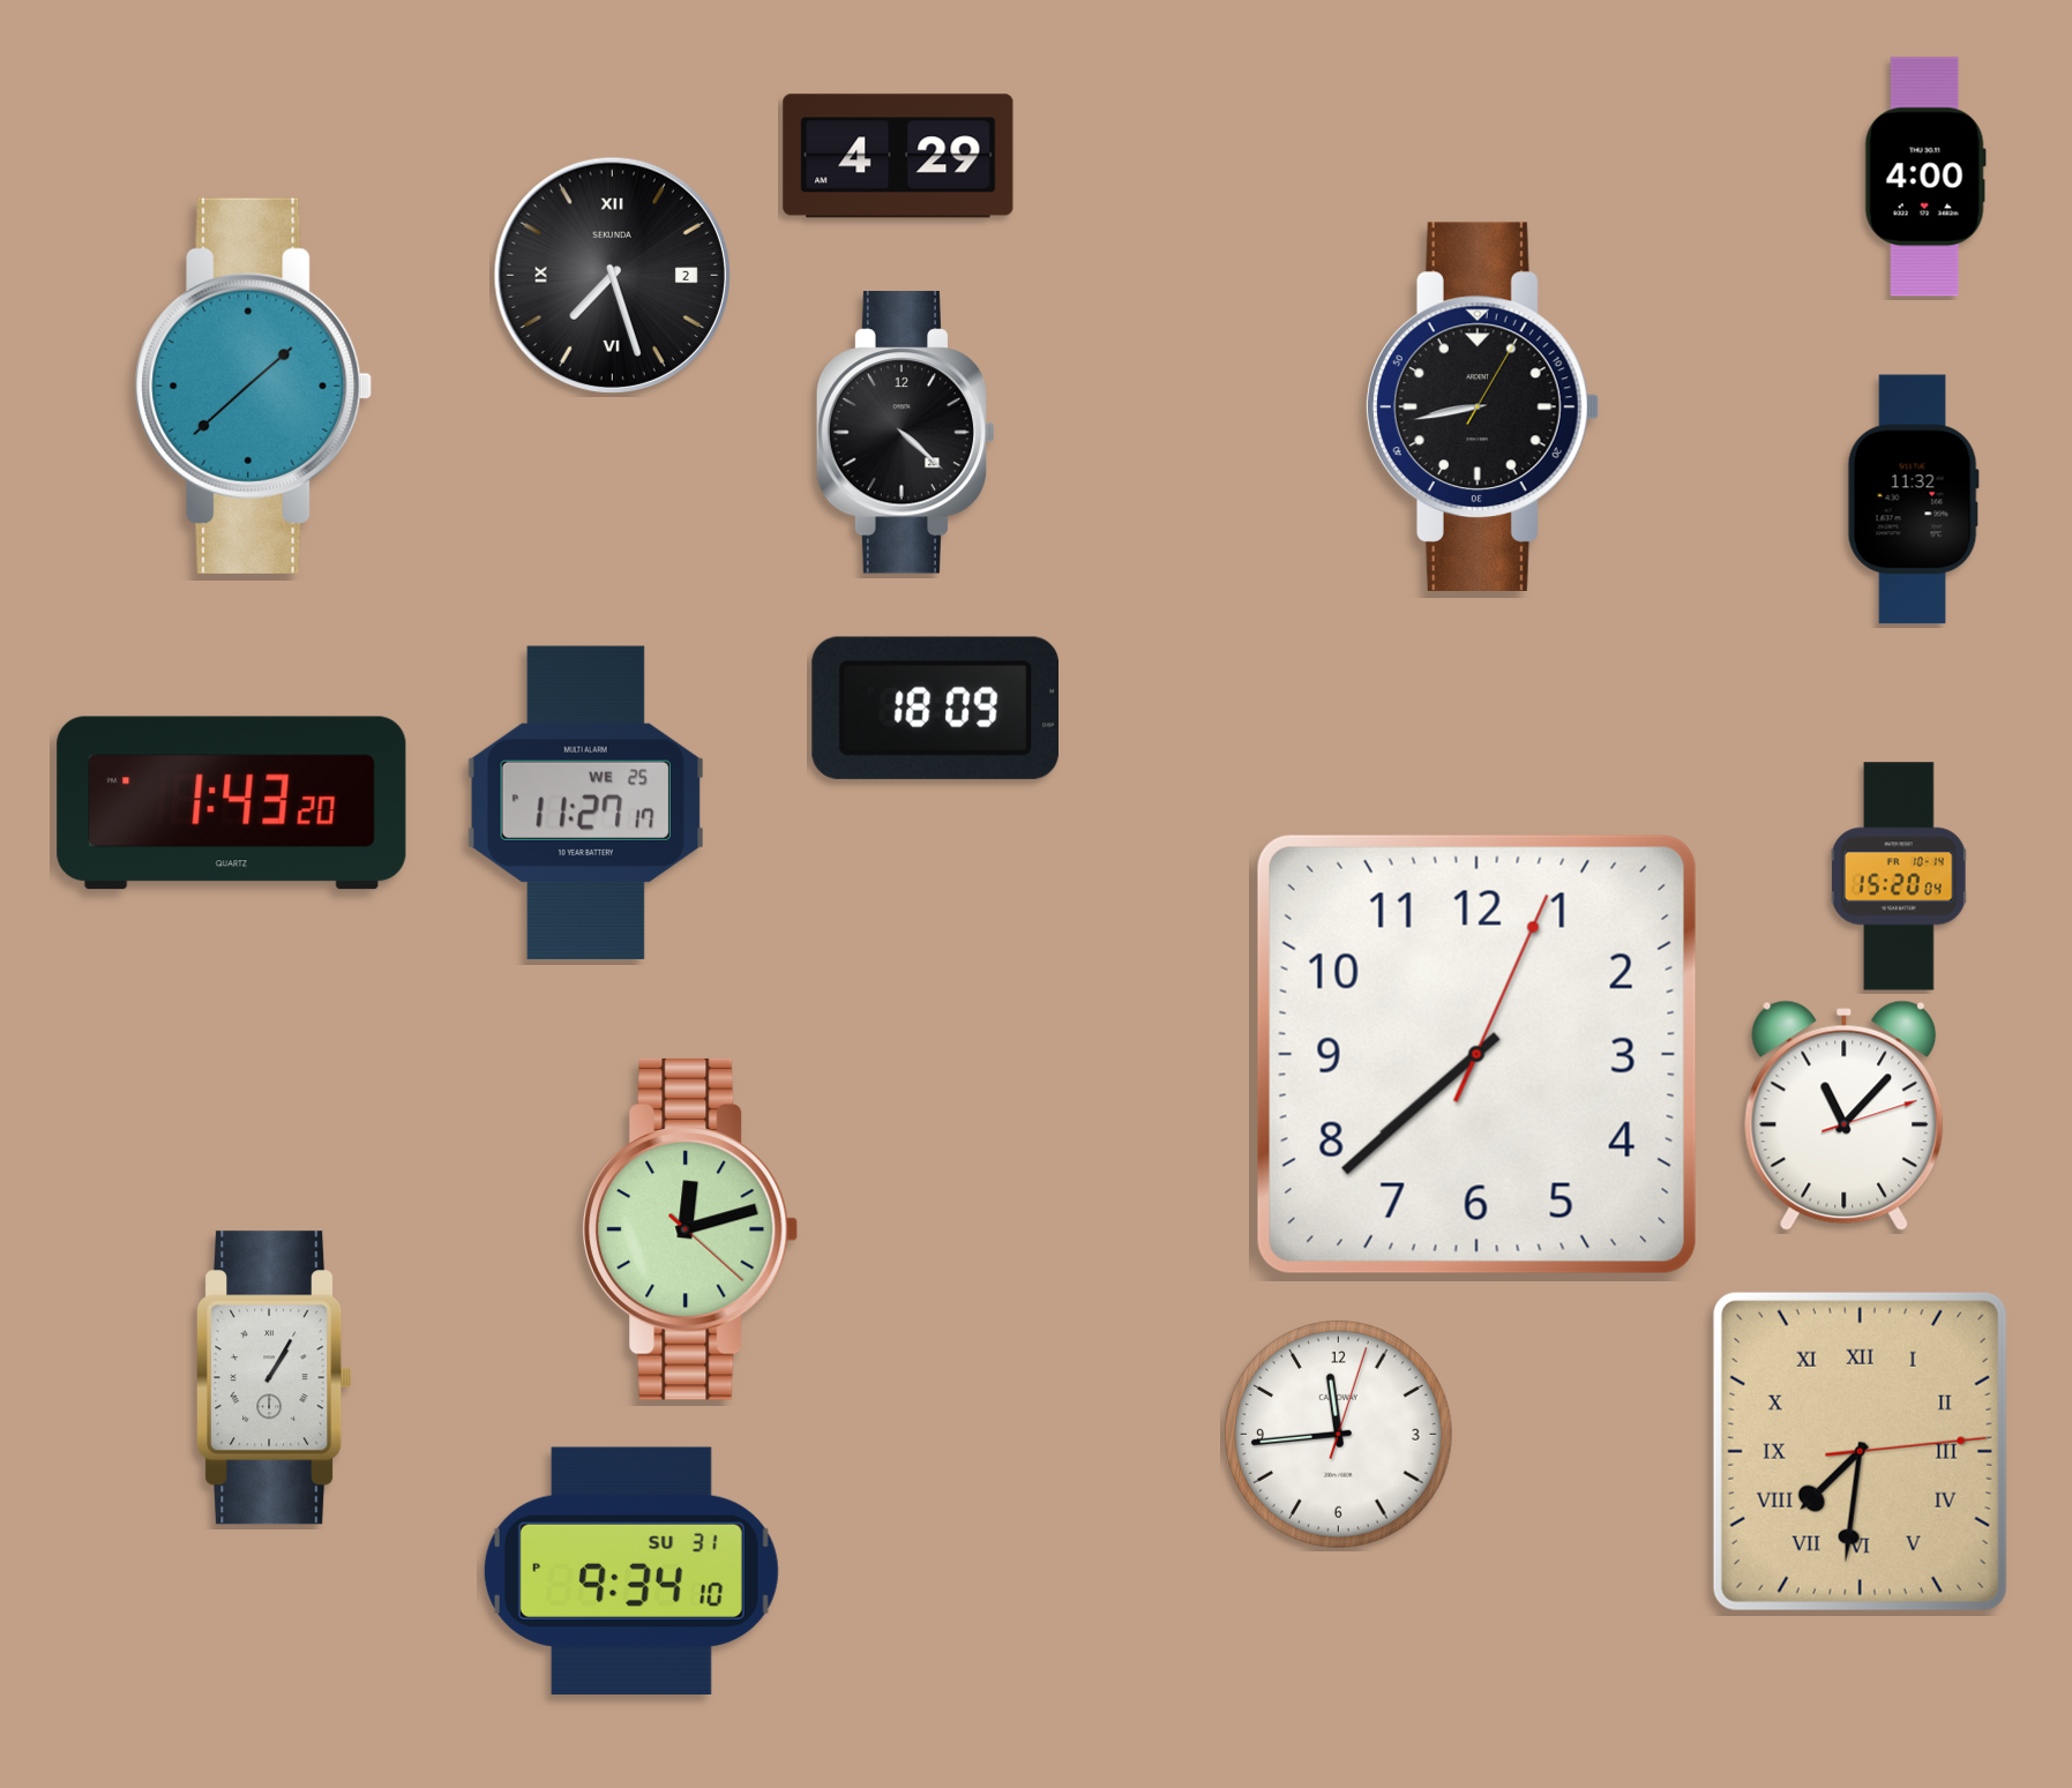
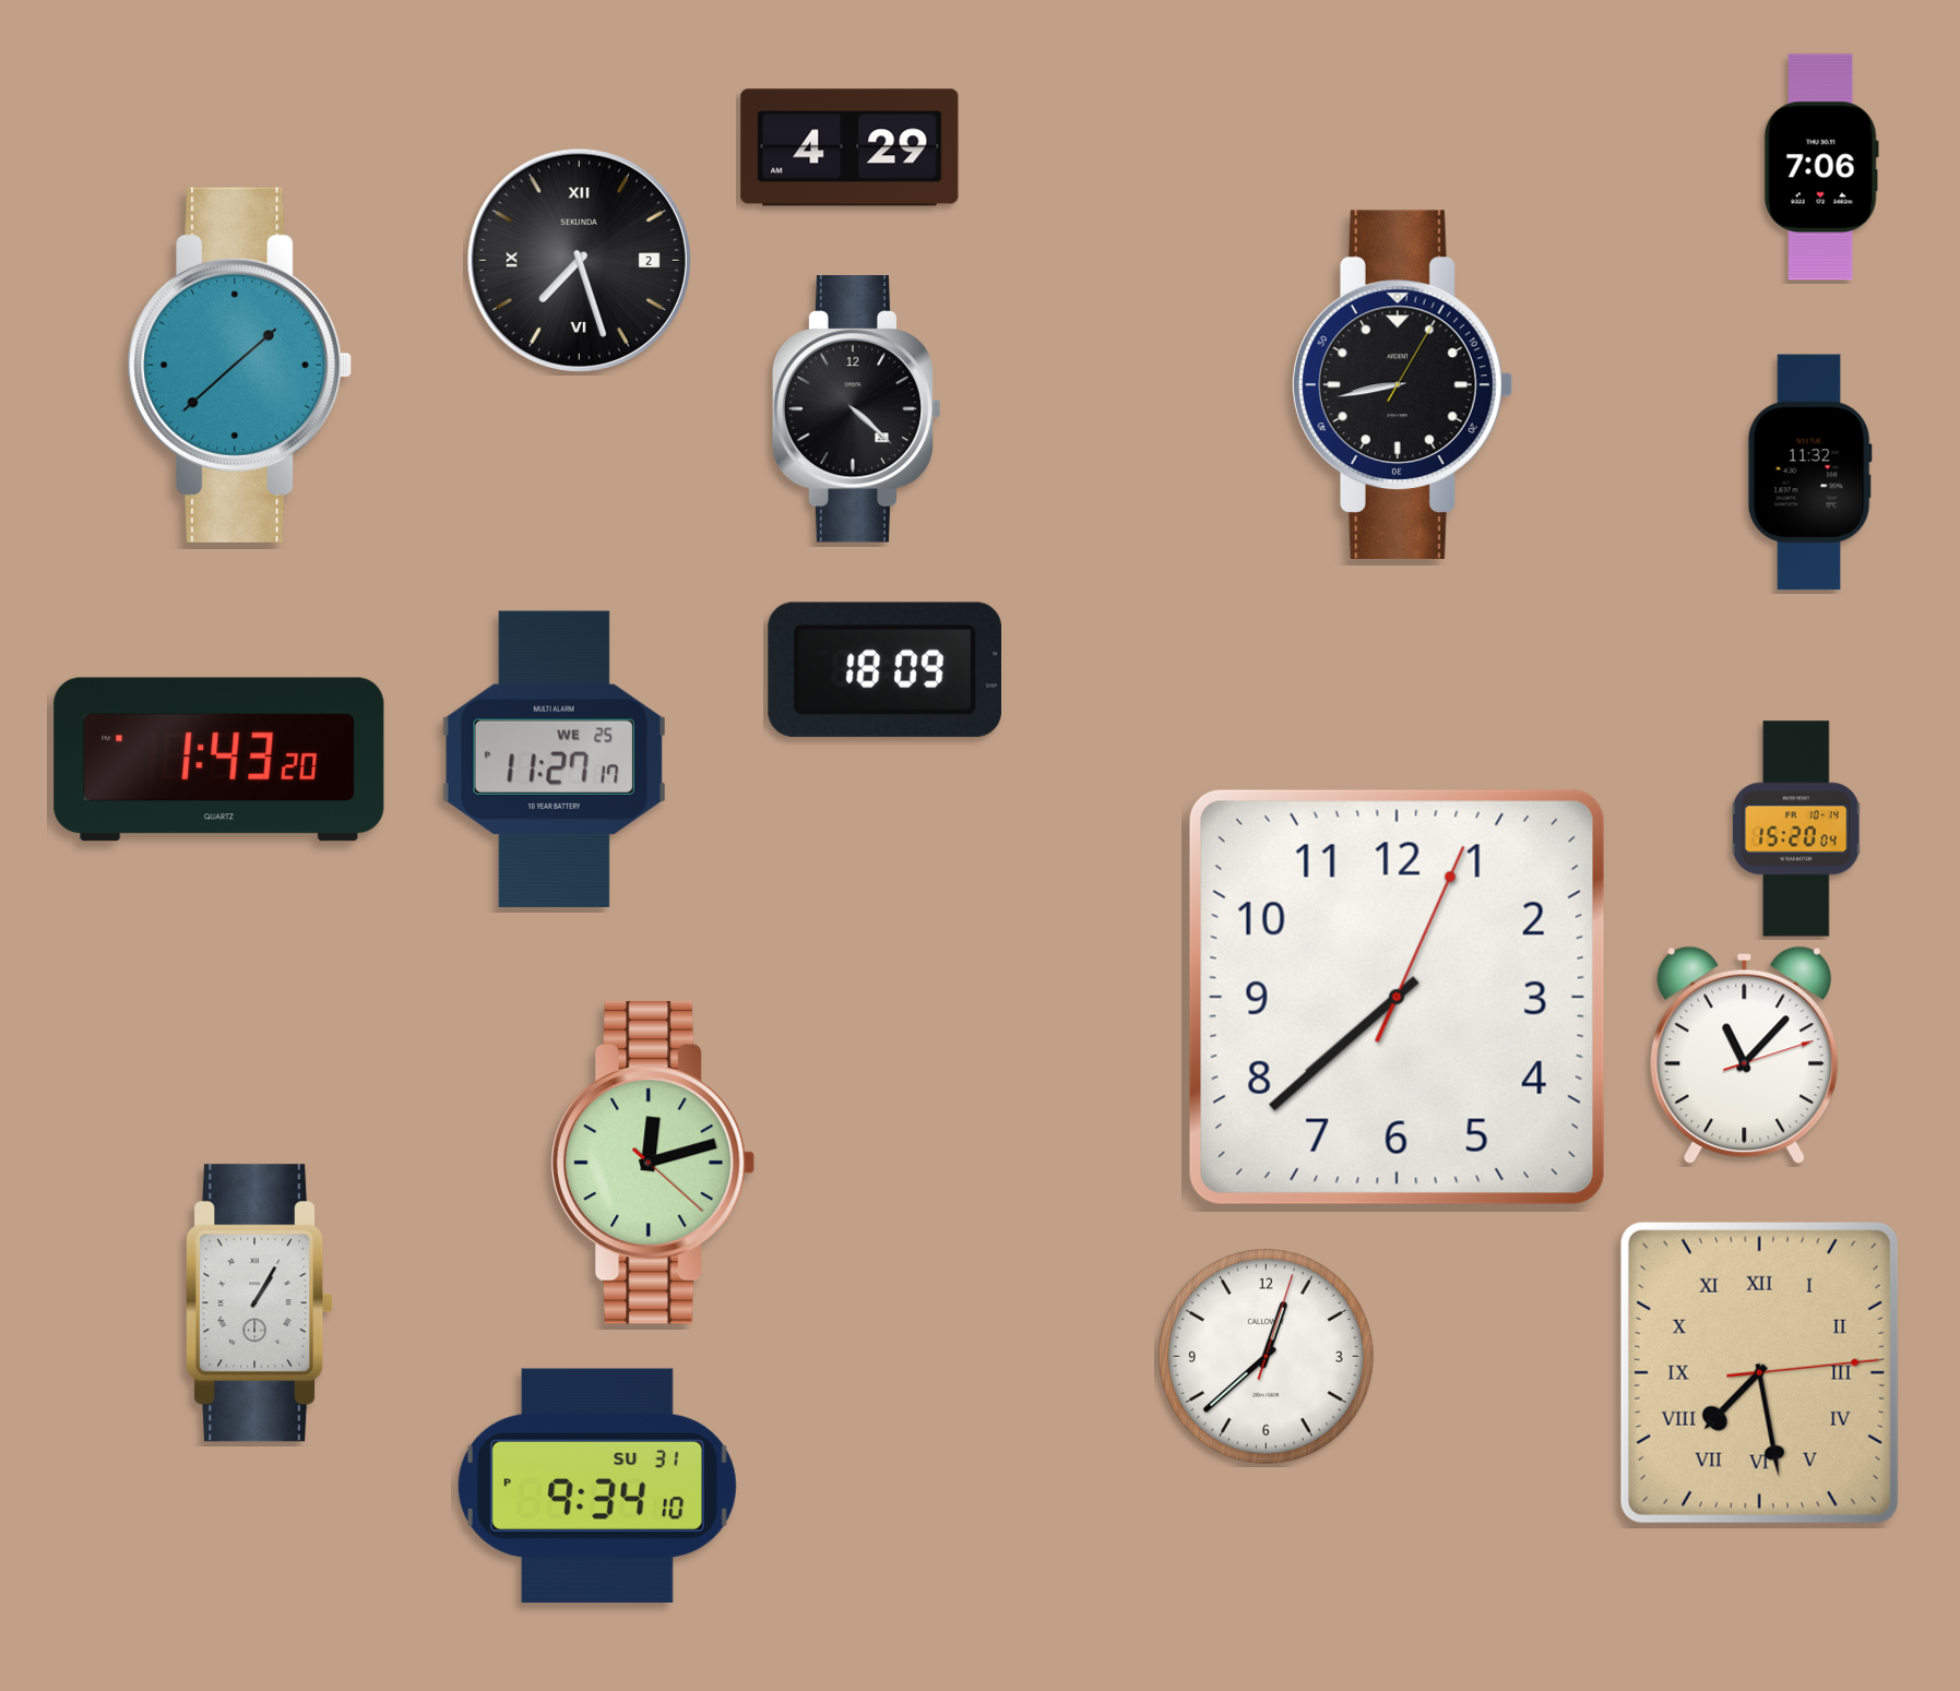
clock at (1925, 177): 4:00 -> 7:06
clock at (1339, 1435): 11:44 -> 12:38
clock at (1860, 1451): 7:31 -> 7:28
